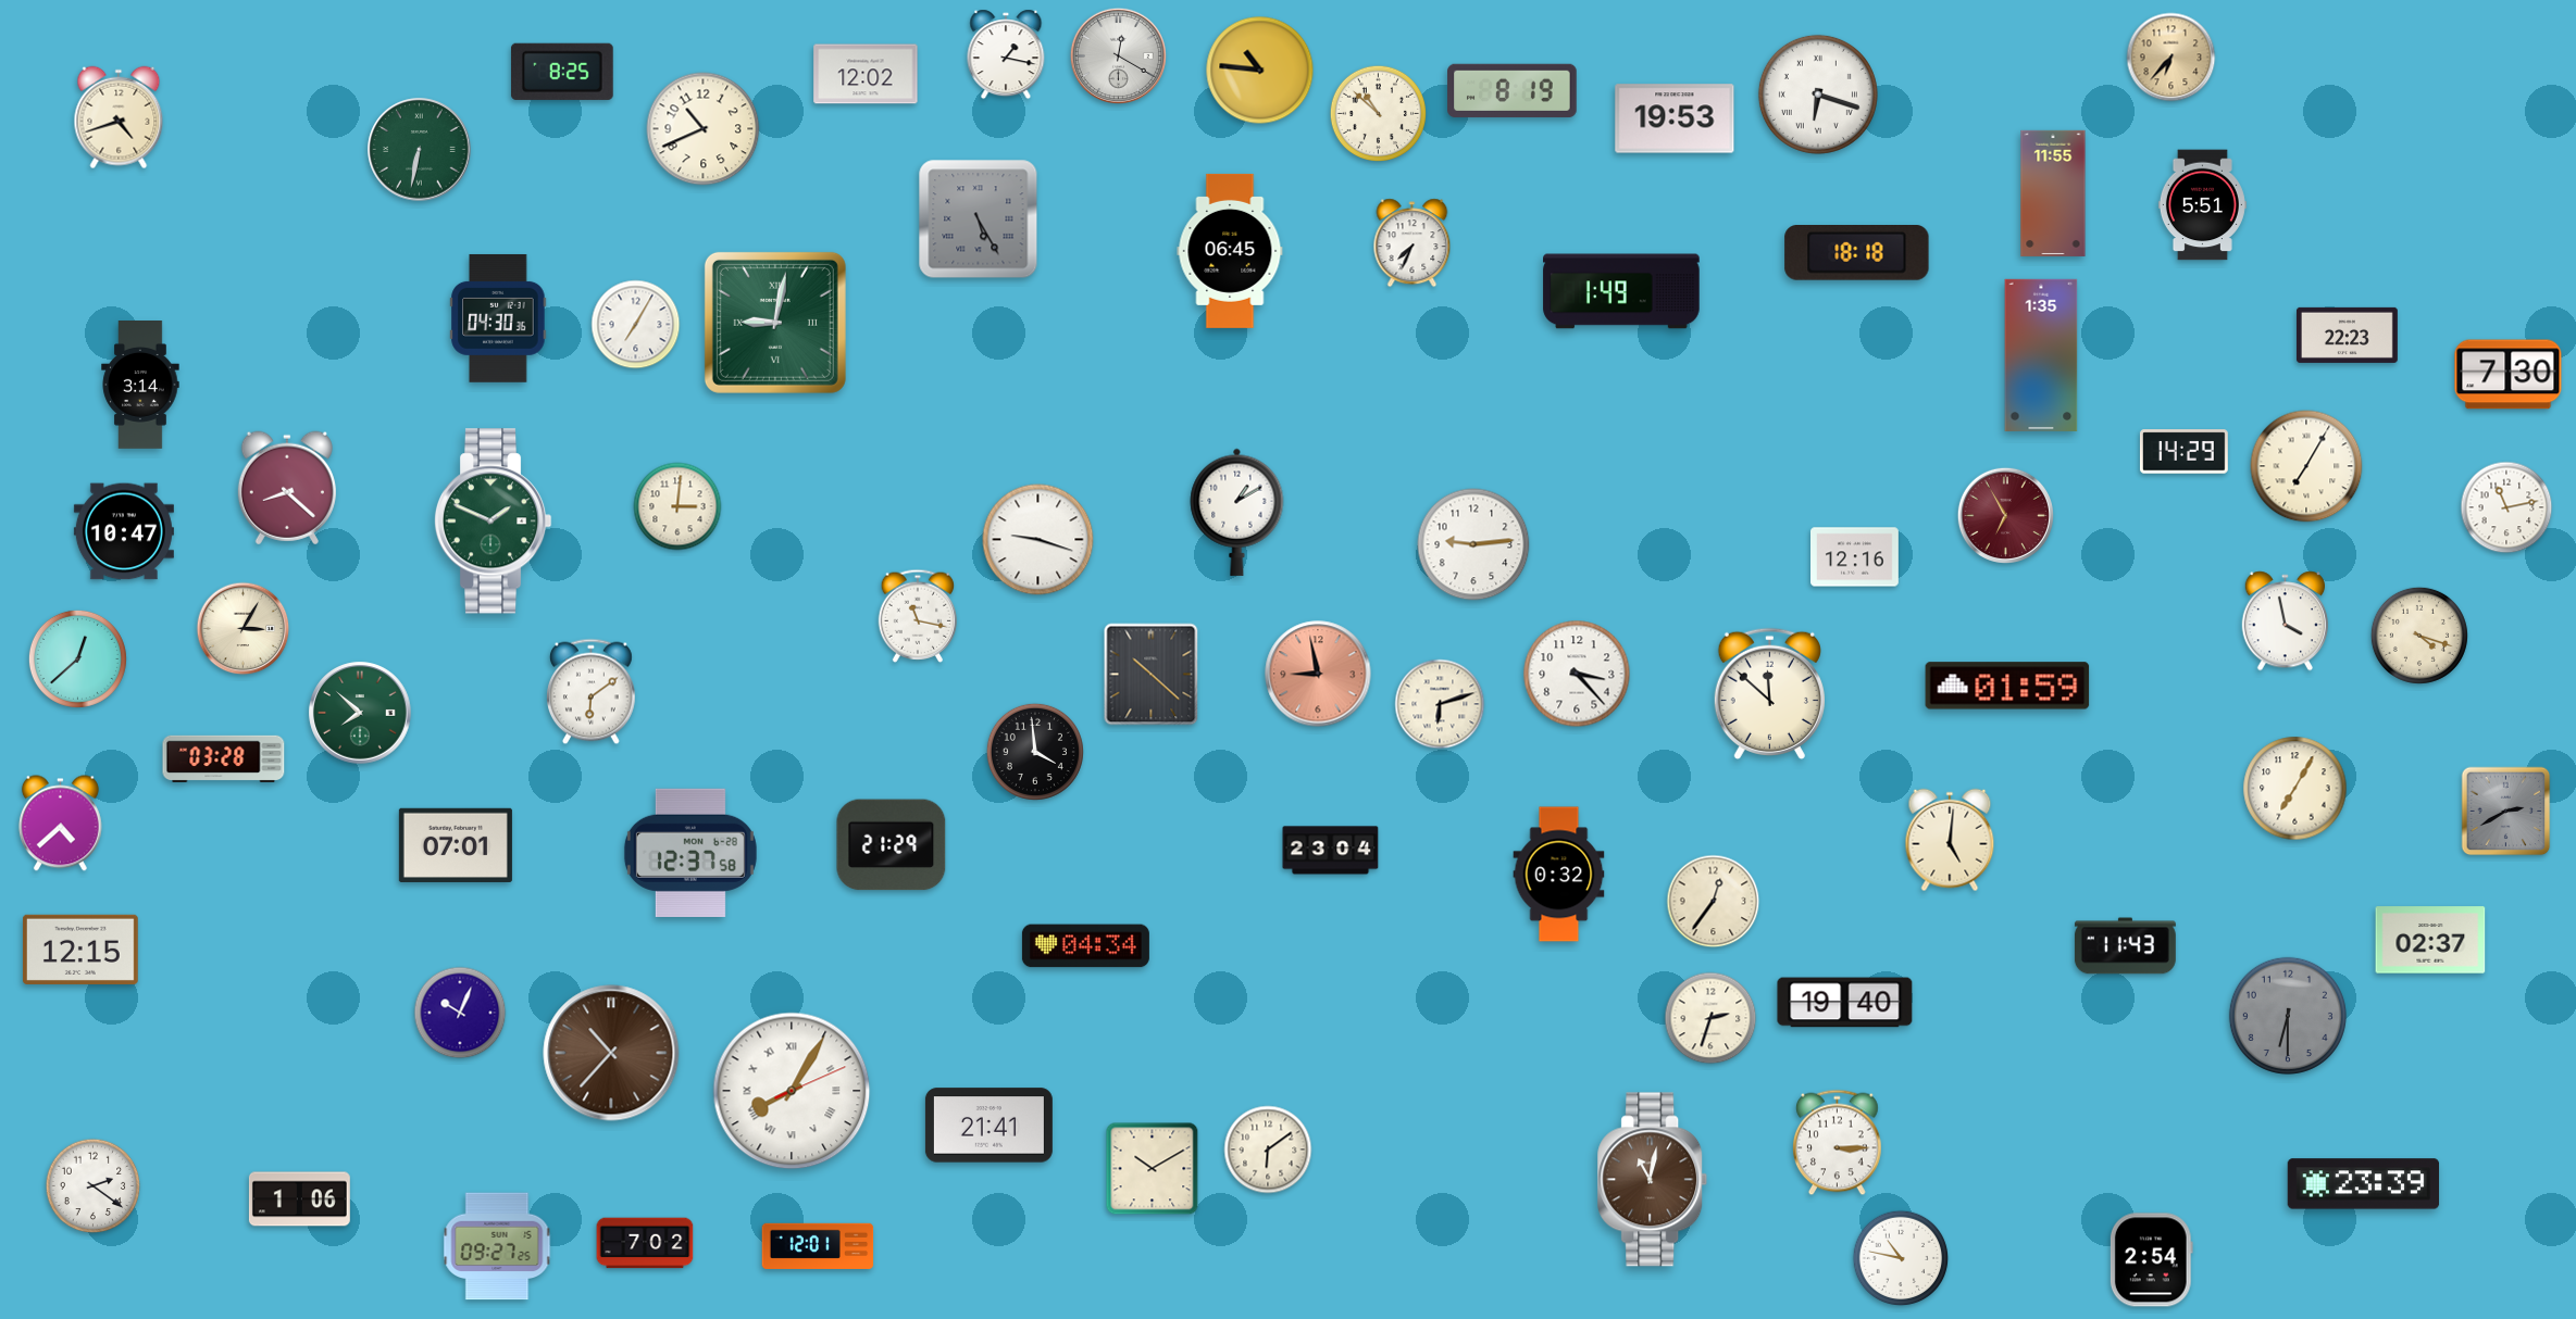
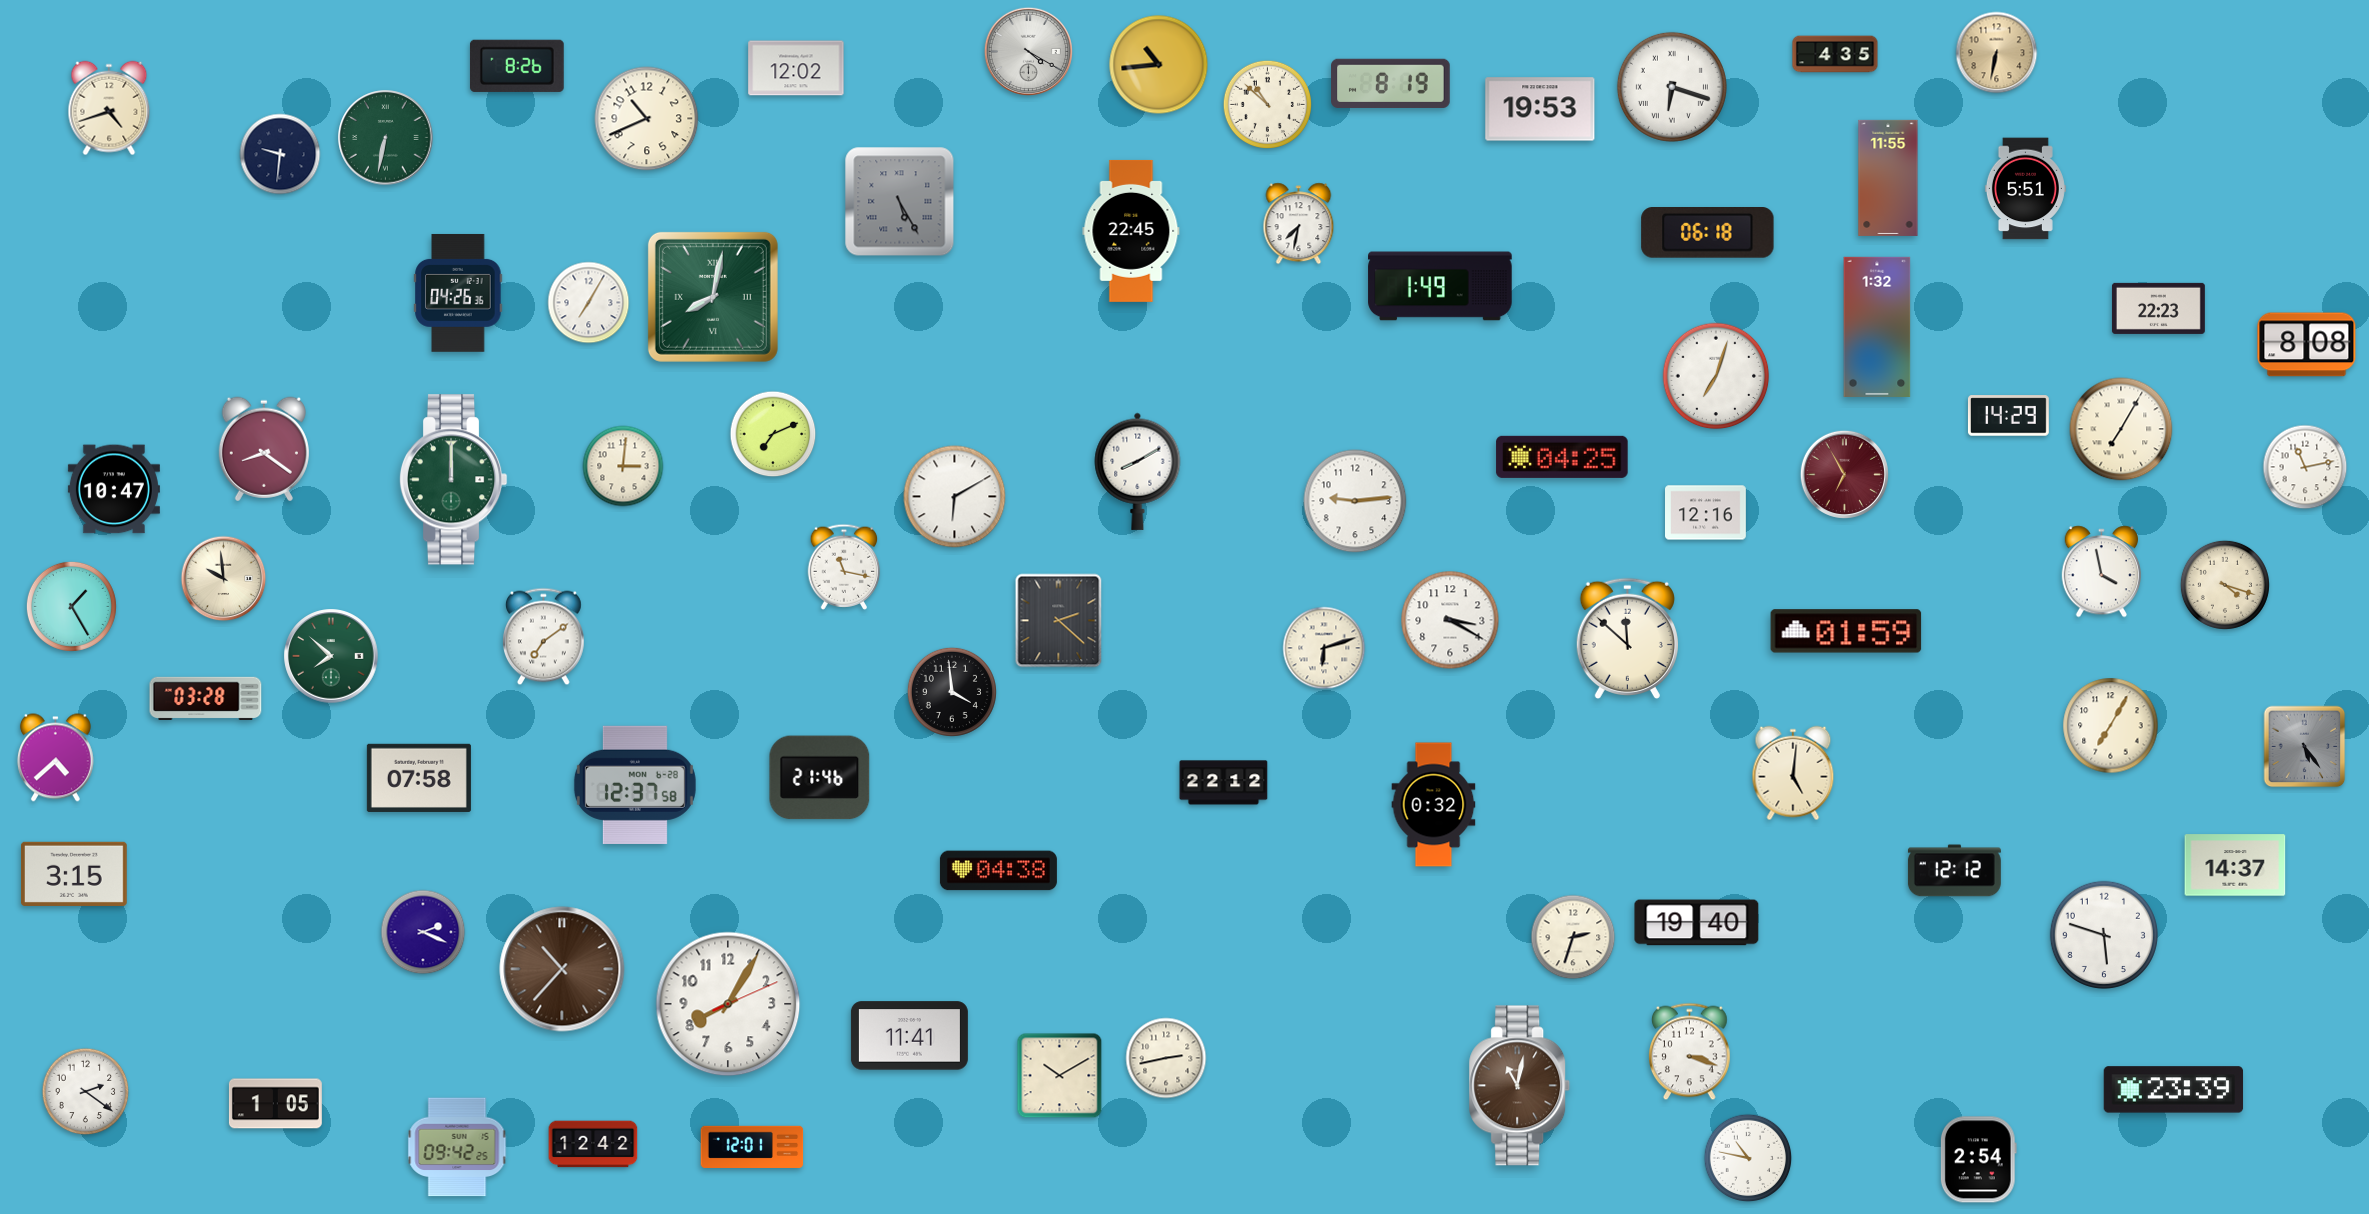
clock at (1006, 54): 1:17 -> none
clock at (1118, 55): 12:20 -> 4:20
clock at (2171, 58): 6:37 -> 6:32
clock at (1835, 54): none -> 4:35
clock at (1260, 71): 10:46 -> 10:44
clock at (562, 72): 8:25 -> 8:26
clock at (280, 154): none -> 9:31
clock at (1413, 243): 7:34 -> 7:32
clock at (1230, 251): 06:45 -> 22:45
clock at (1857, 253): 18:18 -> 06:18
clock at (1621, 291) position: (1621, 291) -> (1440, 286)
clock at (498, 318): 04:30 -> 04:26
clock at (775, 323): 9:02 -> 8:02
clock at (636, 325) position: (636, 325) -> (589, 303)
clock at (2041, 355): 1:35 -> 1:32
clock at (2509, 375): 7:30 -> 8:08
clock at (140, 386): 3:14 -> none
clock at (1716, 376): none -> 7:03
clock at (773, 434): none -> 7:11
clock at (287, 488): 8:22 -> 8:21
clock at (1562, 457): none -> 04:25
clock at (1237, 512): 1:10 -> 8:10
clock at (493, 522): 1:49 -> 12:00
clock at (1038, 540): 9:18 -> 6:10
clock at (244, 629): 3:05 -> 9:59
clock at (77, 658): 12:38 -> 1:25
clock at (1318, 674): 8:58 -> none
clock at (1577, 674): 3:23 -> 3:20
clock at (1152, 675): 10:22 -> 2:22
clock at (592, 692): 6:09 -> 7:09
clock at (2506, 812): 2:40 -> 5:24
clock at (456, 845): 07:01 -> 07:58
clock at (892, 845): 21:29 -> 21:46
clock at (1331, 851): 23:04 -> 22:12
clock at (1714, 902): 12:36 -> none
clock at (2430, 940): 02:37 -> 14:37
clock at (1085, 946): 04:34 -> 04:38
clock at (2125, 946): 11:43 -> 12:12
clock at (80, 950): 12:15 -> 3:15
clock at (460, 1013): 10:04 -> 2:19
clock at (2288, 1016): 6:30 -> 5:48
clock at (2288, 1016) dial: grey -> white
clock at (792, 1091) numerals: Roman -> Arabic
clock at (988, 1126): 21:41 -> 11:41
clock at (1838, 1143): 3:15 -> 3:18
clock at (1268, 1150): 6:09 -> 2:43
clock at (299, 1199): 1:06 -> 1:05
clock at (645, 1243): 7:02 -> 12:42
clock at (497, 1246): 09:27 -> 09:42
